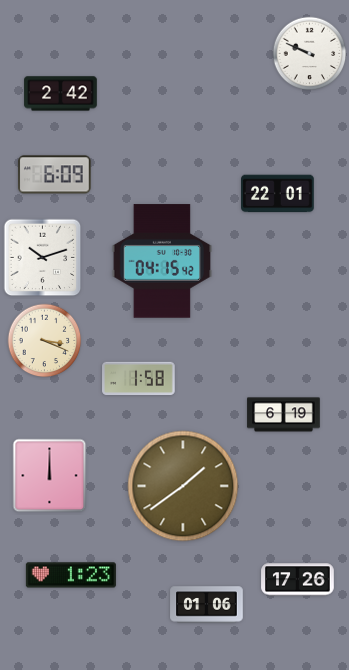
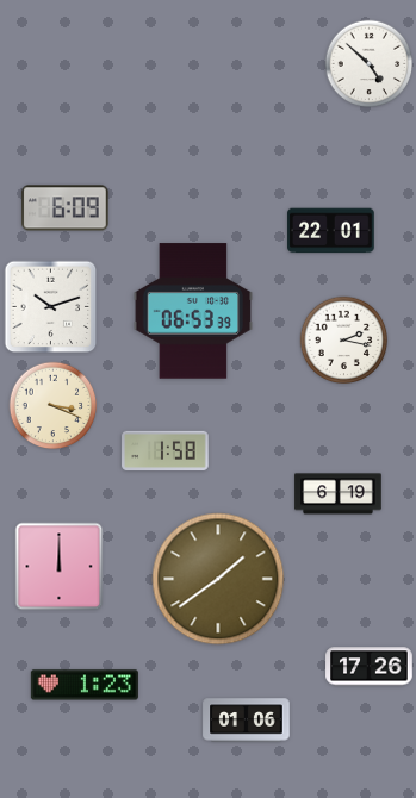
clock at (310, 54): 9:49 -> 4:52
clock at (61, 94): 2:42 -> none
clock at (162, 261): 04:15 -> 06:53
clock at (344, 341): none -> 2:17
clock at (298, 580) position: (298, 580) -> (370, 667)
